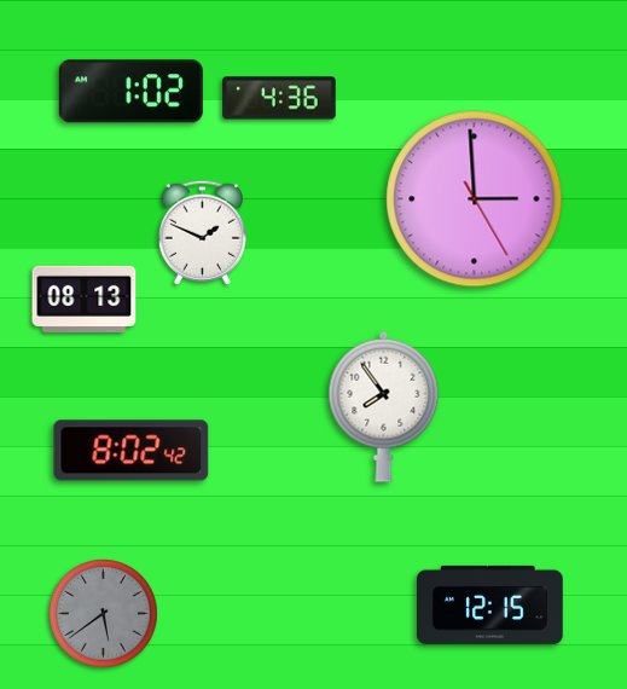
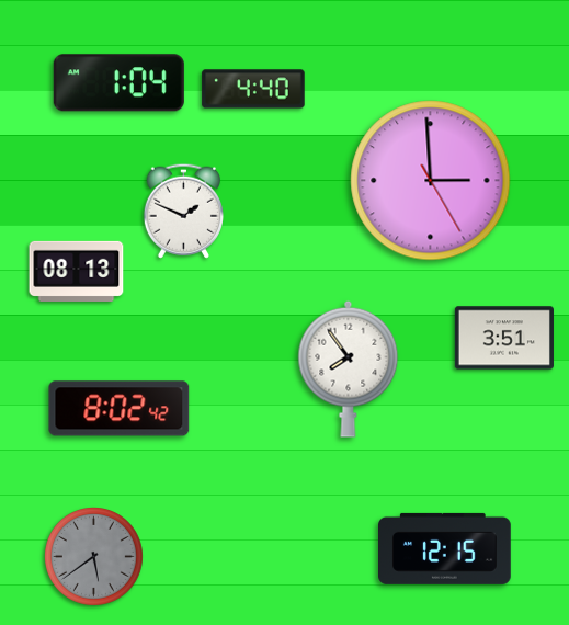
clock at (130, 92): 1:02 -> 1:04
clock at (279, 98): 4:36 -> 4:40
clock at (504, 338): none -> 3:51
